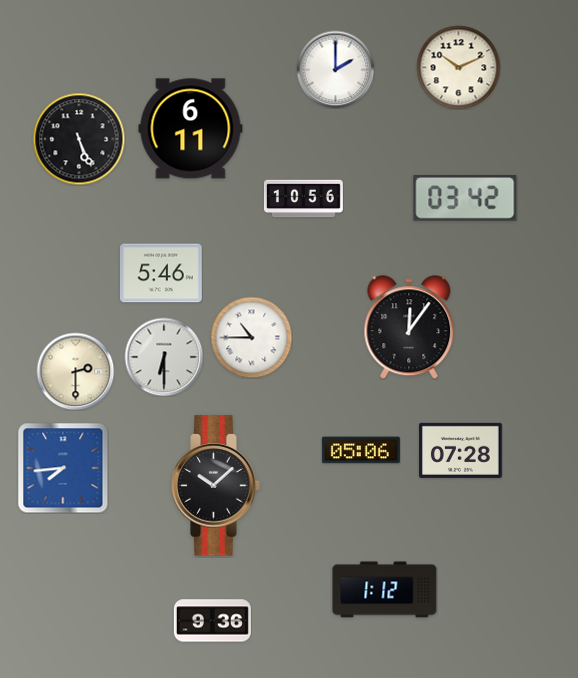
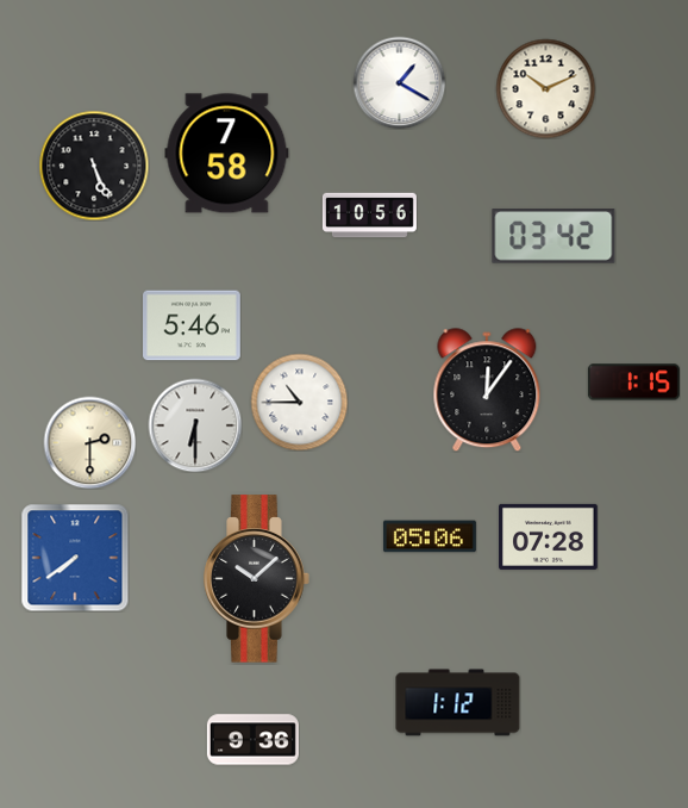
clock at (458, 67) position: (458, 67) -> (545, 88)
clock at (335, 69): 2:00 -> 1:20
clock at (191, 129): 6:11 -> 7:58
clock at (303, 199) position: (303, 199) -> (369, 216)
clock at (633, 383): none -> 1:15
clock at (63, 468): 7:44 -> 7:39
